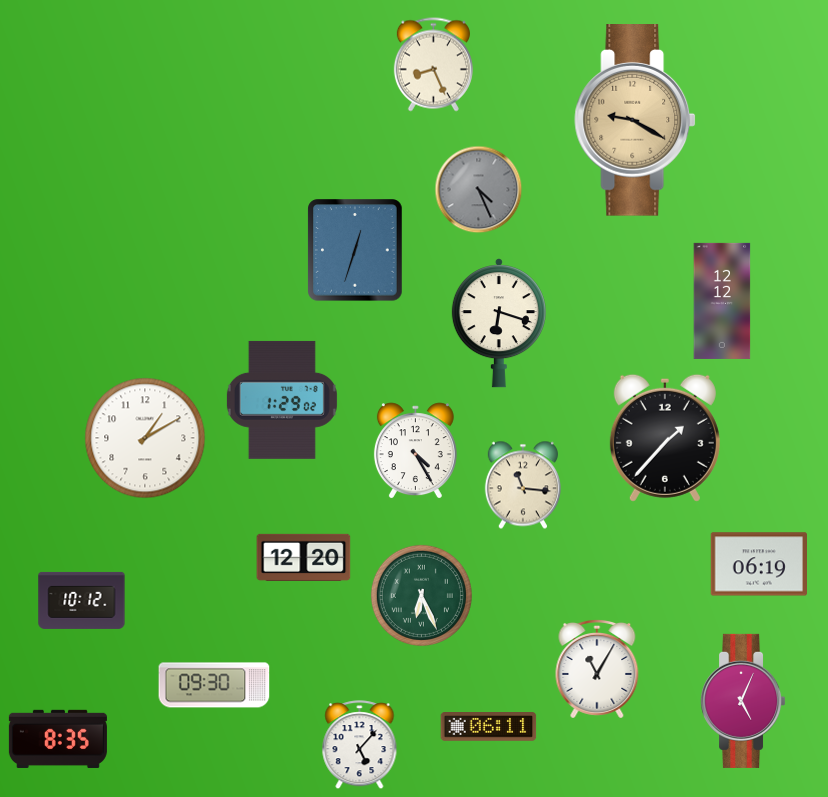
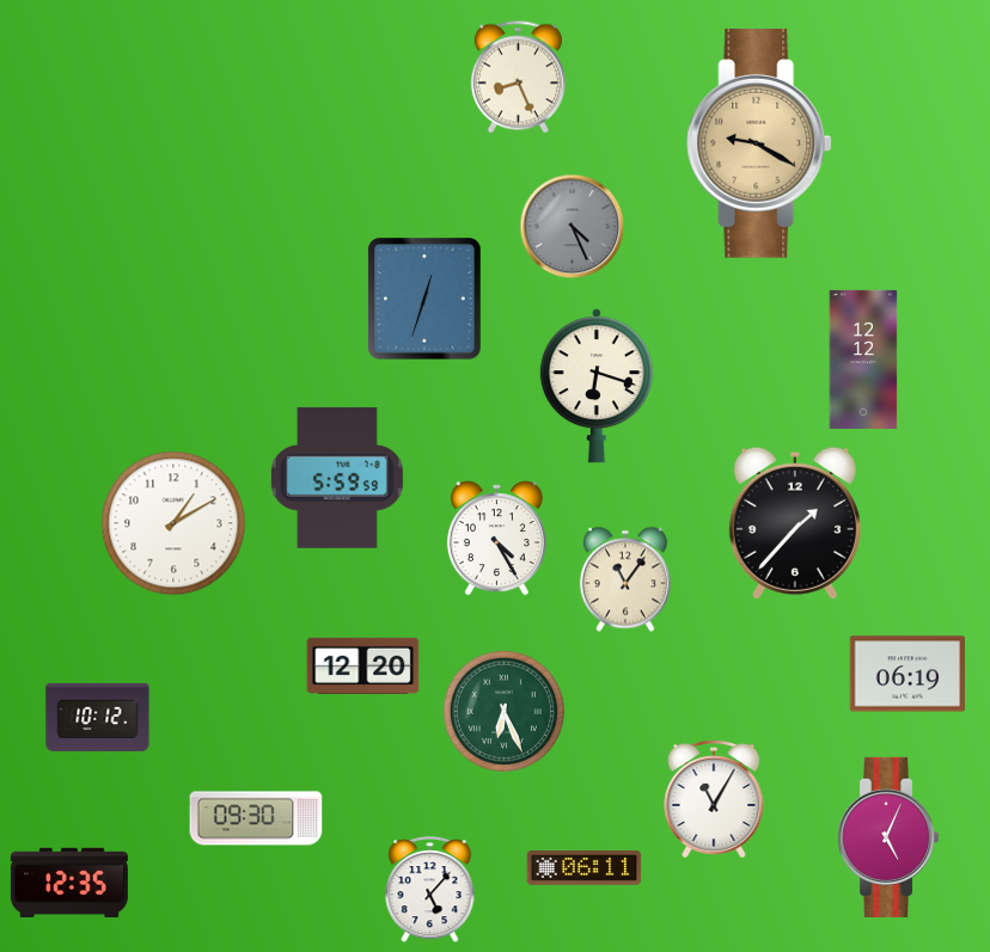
clock at (282, 400): 1:29 -> 5:59
clock at (523, 485): 11:16 -> 11:06
clock at (58, 739): 8:35 -> 12:35
